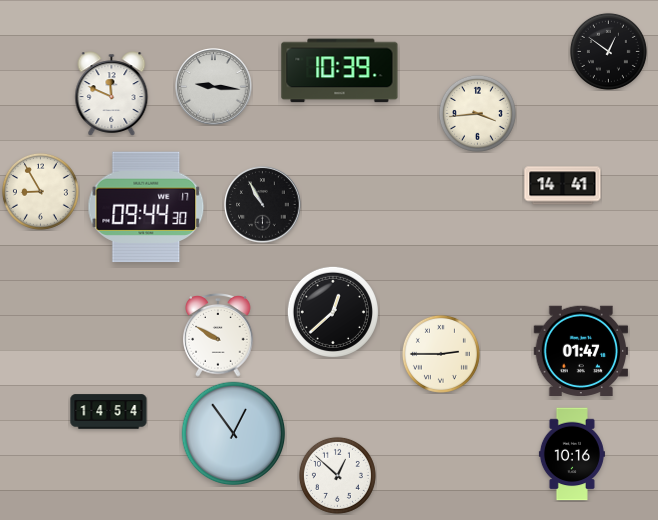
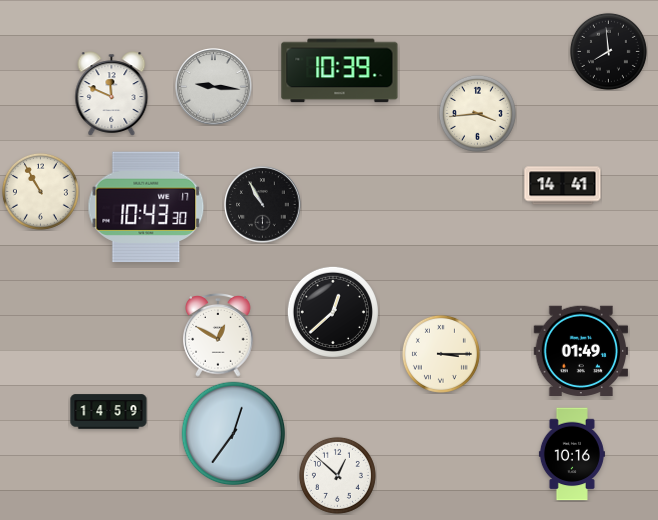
clock at (608, 51): 12:51 -> 7:59
clock at (40, 191): 8:55 -> 10:55
clock at (146, 207): 09:44 -> 10:43
clock at (218, 336): 9:50 -> 12:50
clock at (581, 350): 01:47 -> 01:49
clock at (441, 354): 2:45 -> 3:15
clock at (109, 412): 14:54 -> 14:59
clock at (234, 434): 12:54 -> 12:36
